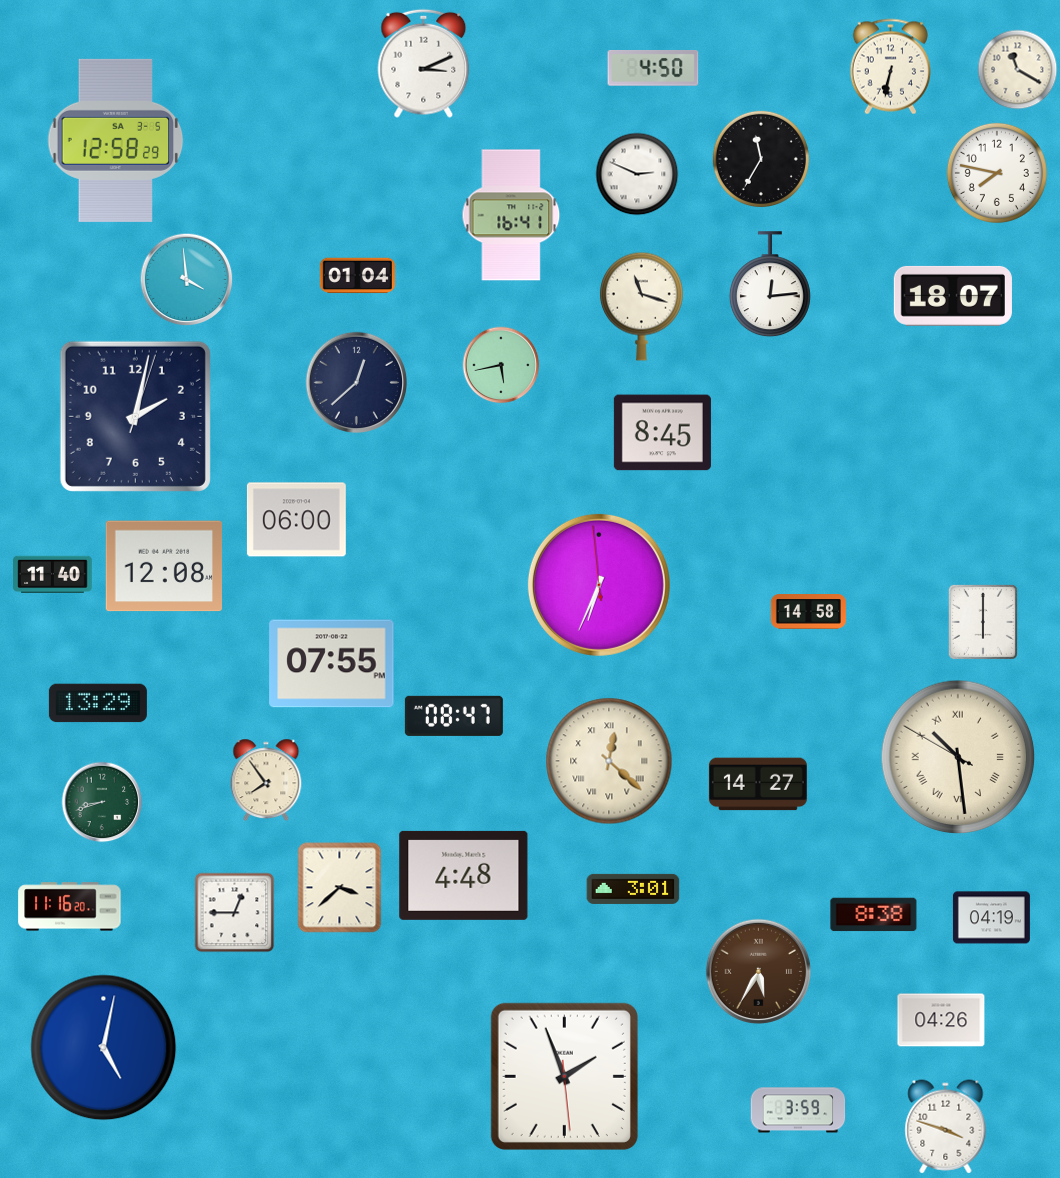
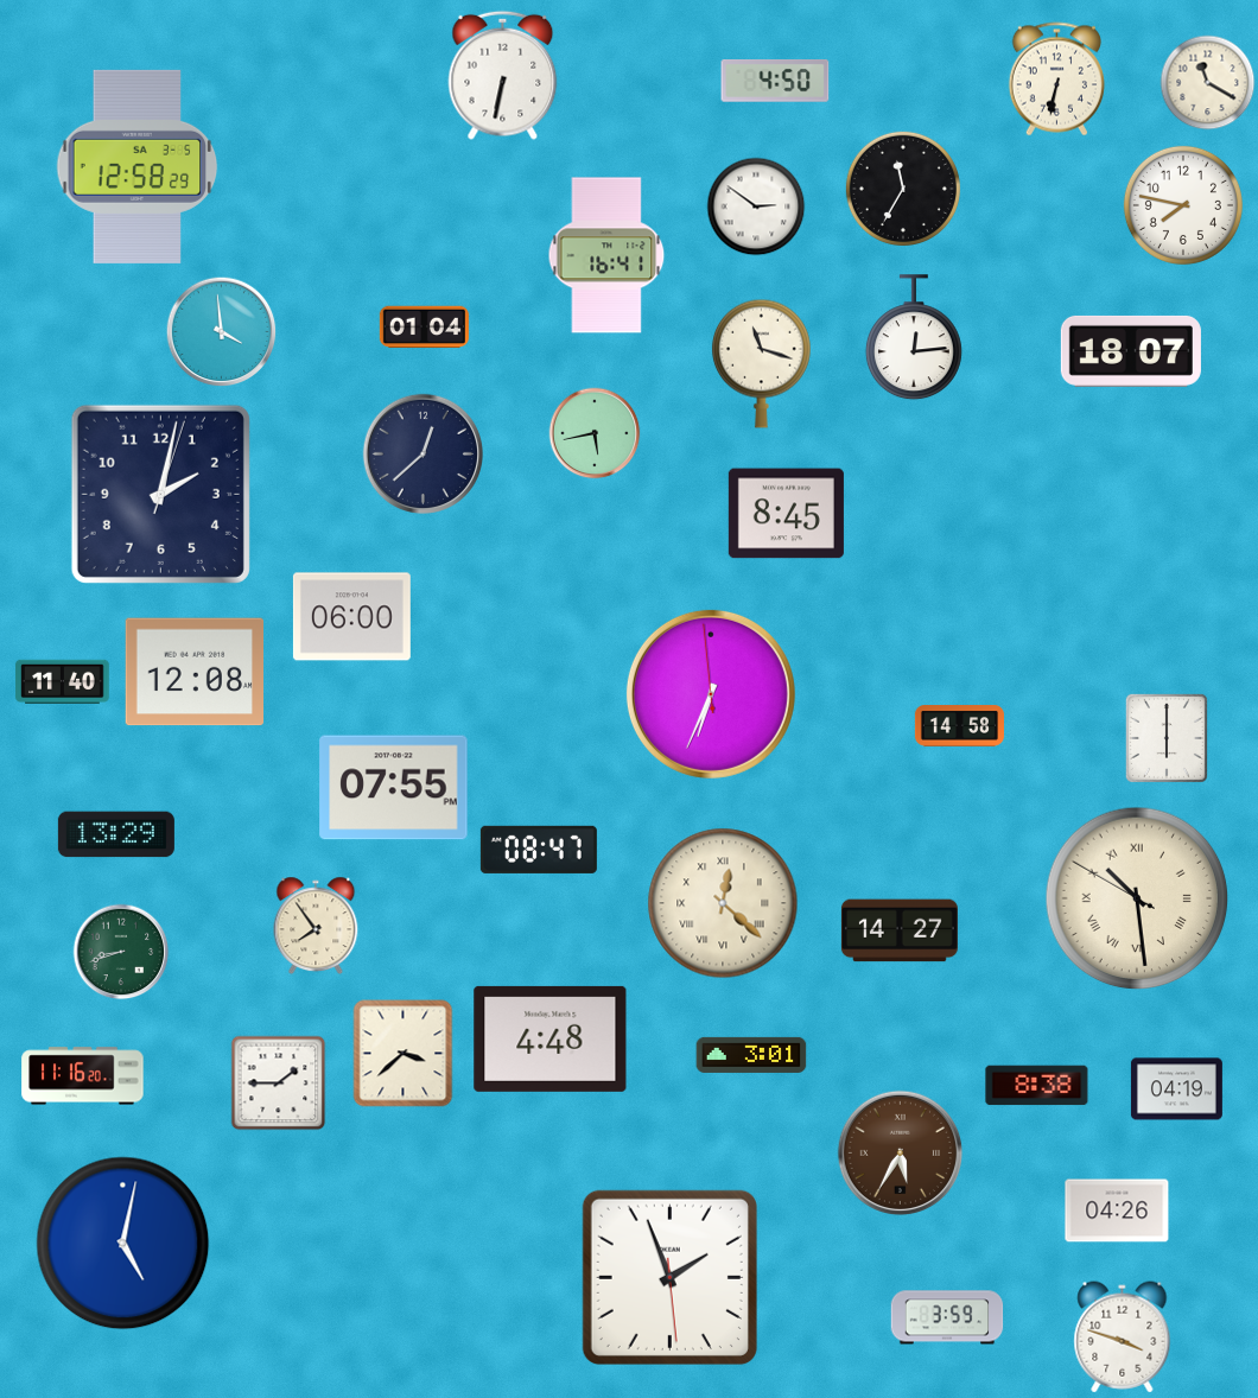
clock at (424, 63): 3:11 -> 6:32
clock at (637, 174): 2:49 -> 2:51
clock at (235, 913): 12:45 -> 1:45
